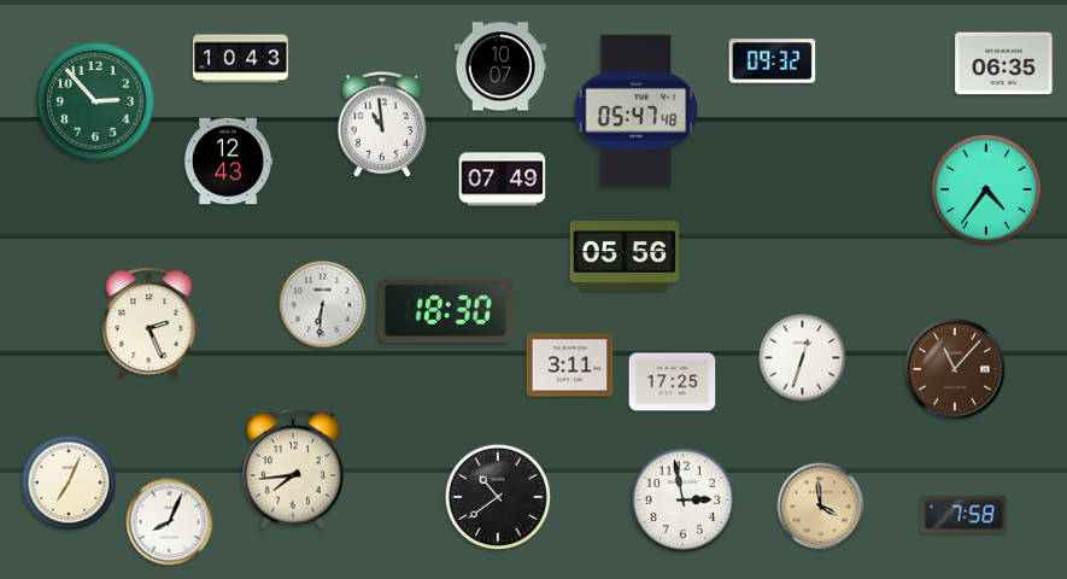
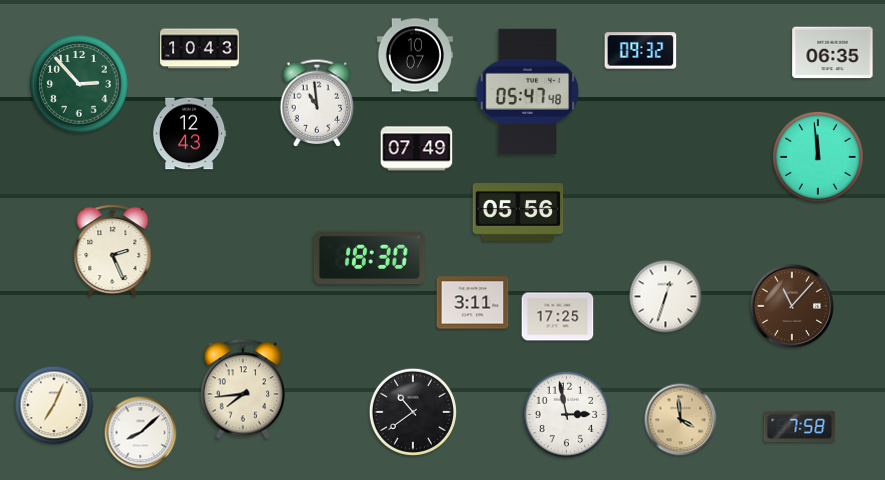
clock at (986, 189): 4:36 -> 11:59
clock at (323, 305): 6:31 -> none
clock at (150, 323) position: (150, 323) -> (113, 251)
clock at (69, 482) position: (69, 482) -> (54, 405)
clock at (170, 522): 8:04 -> 8:08
